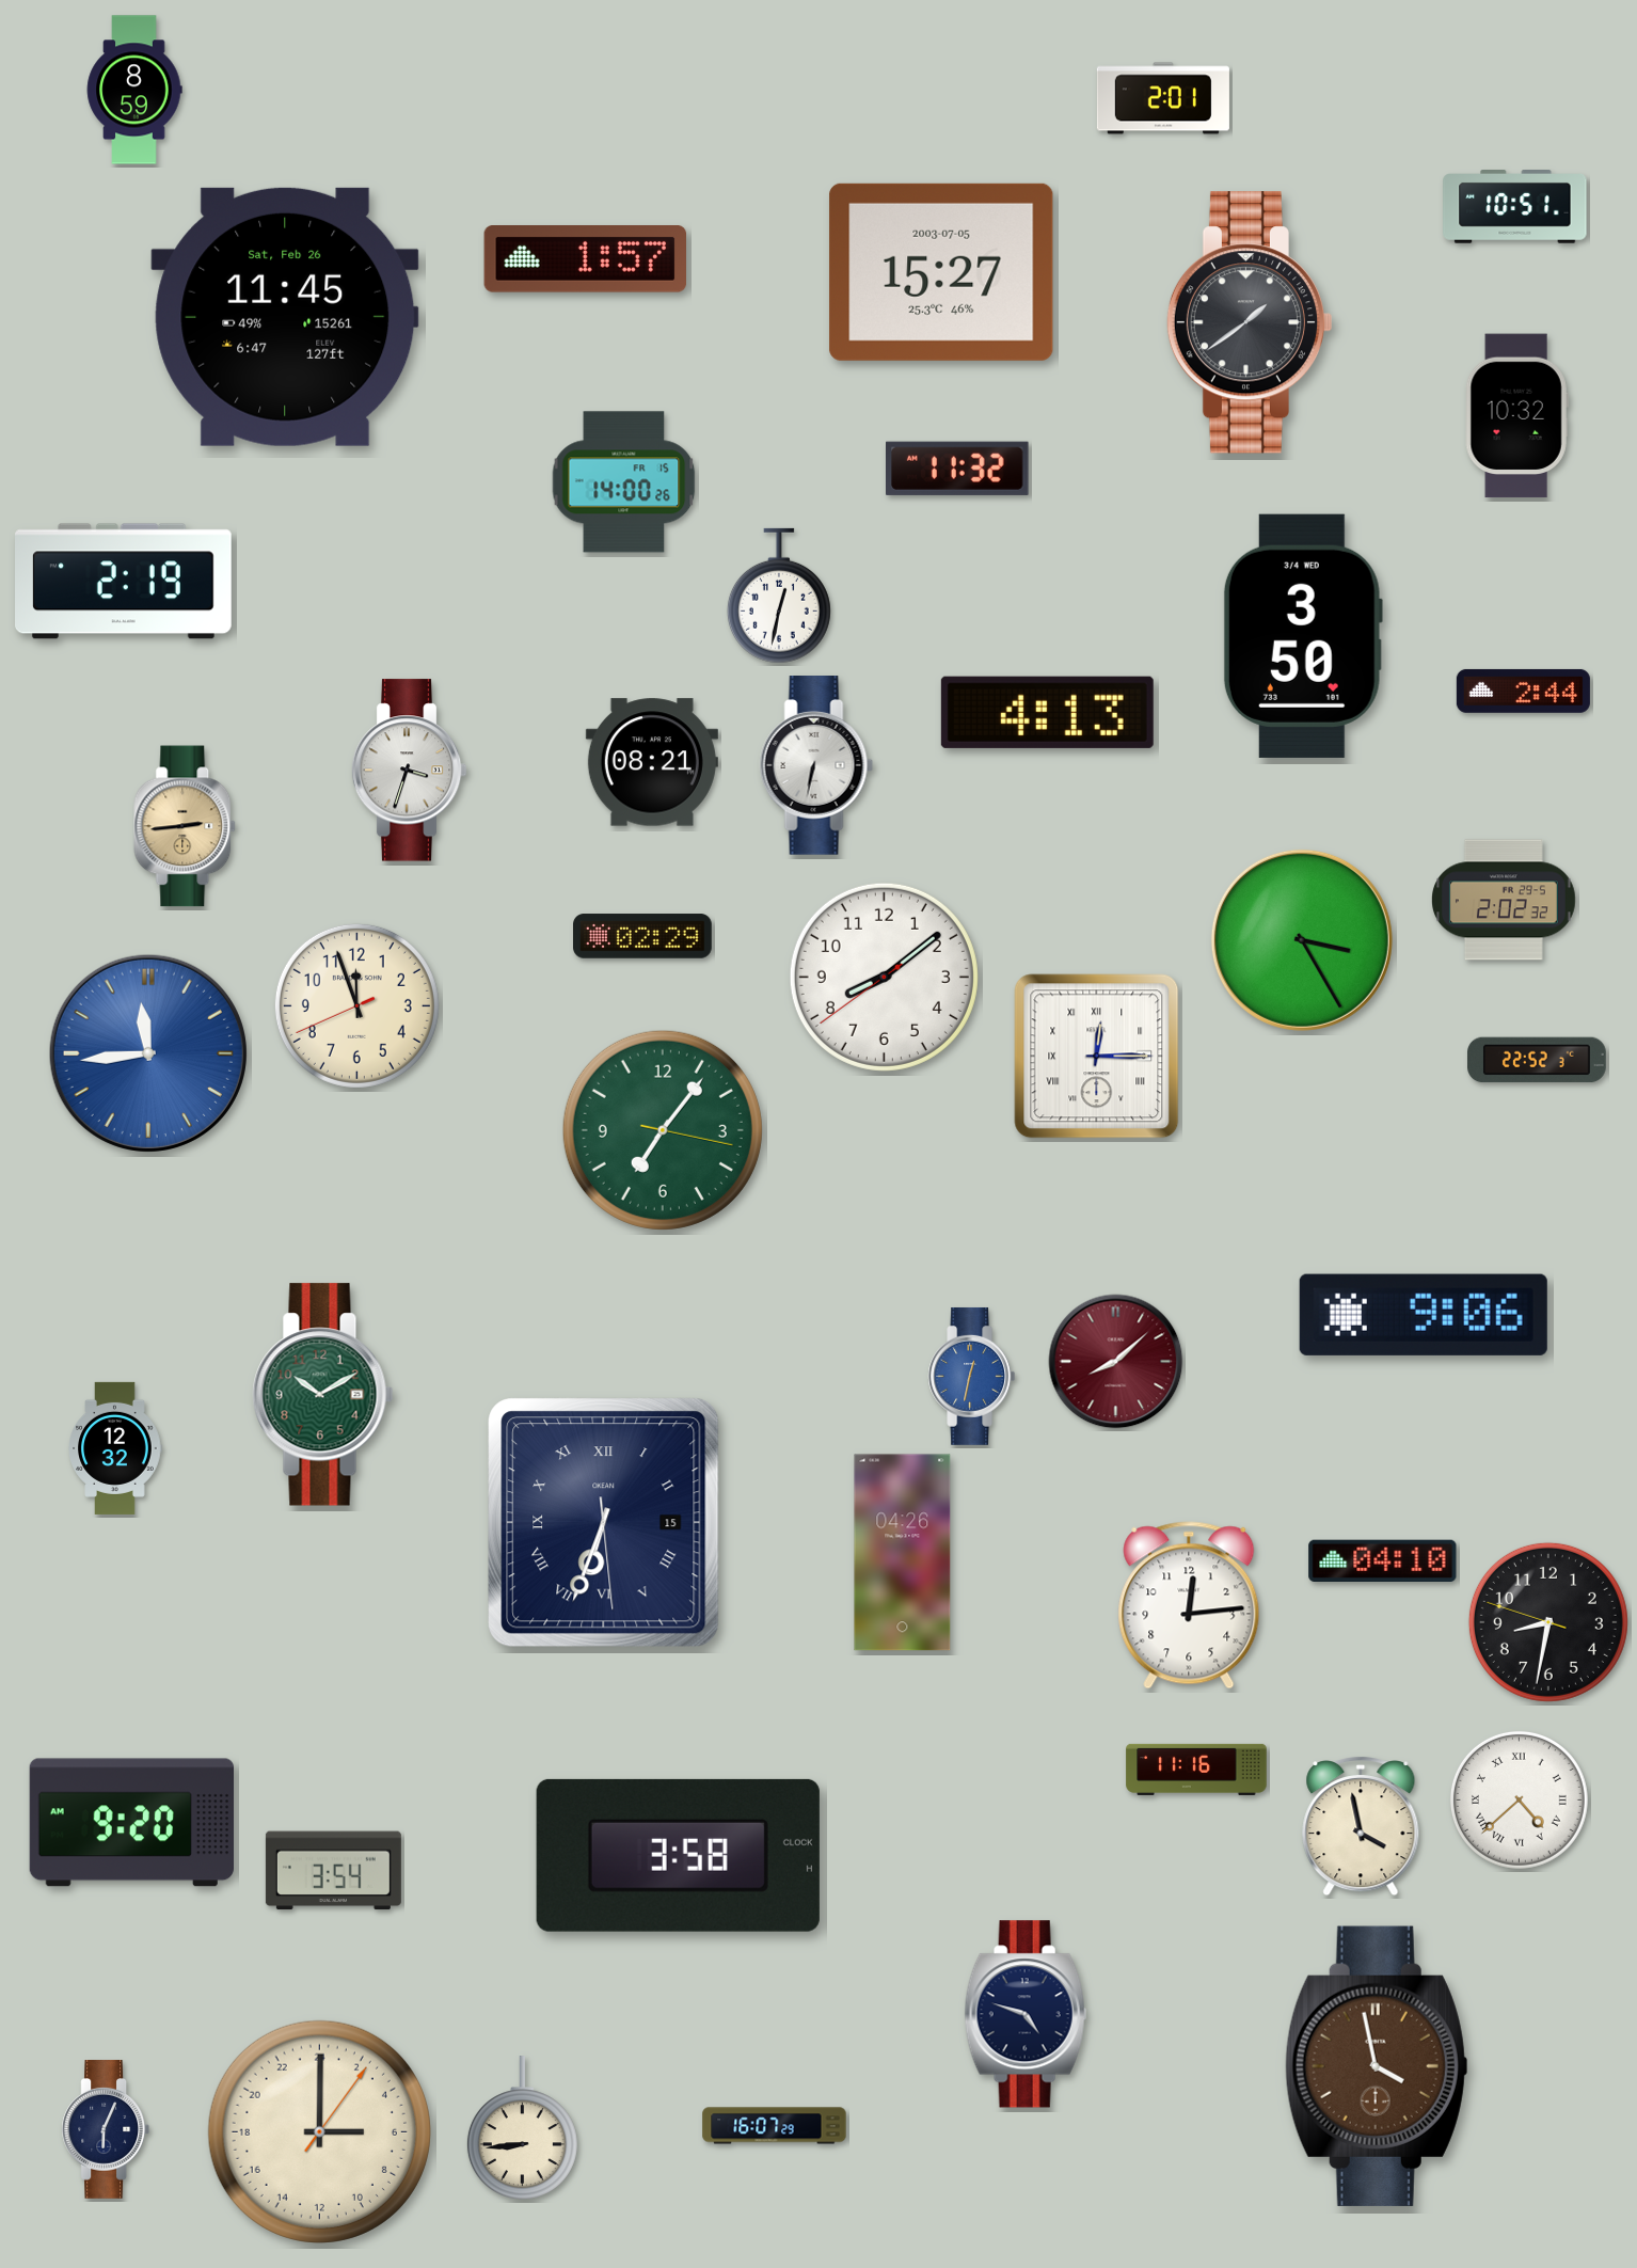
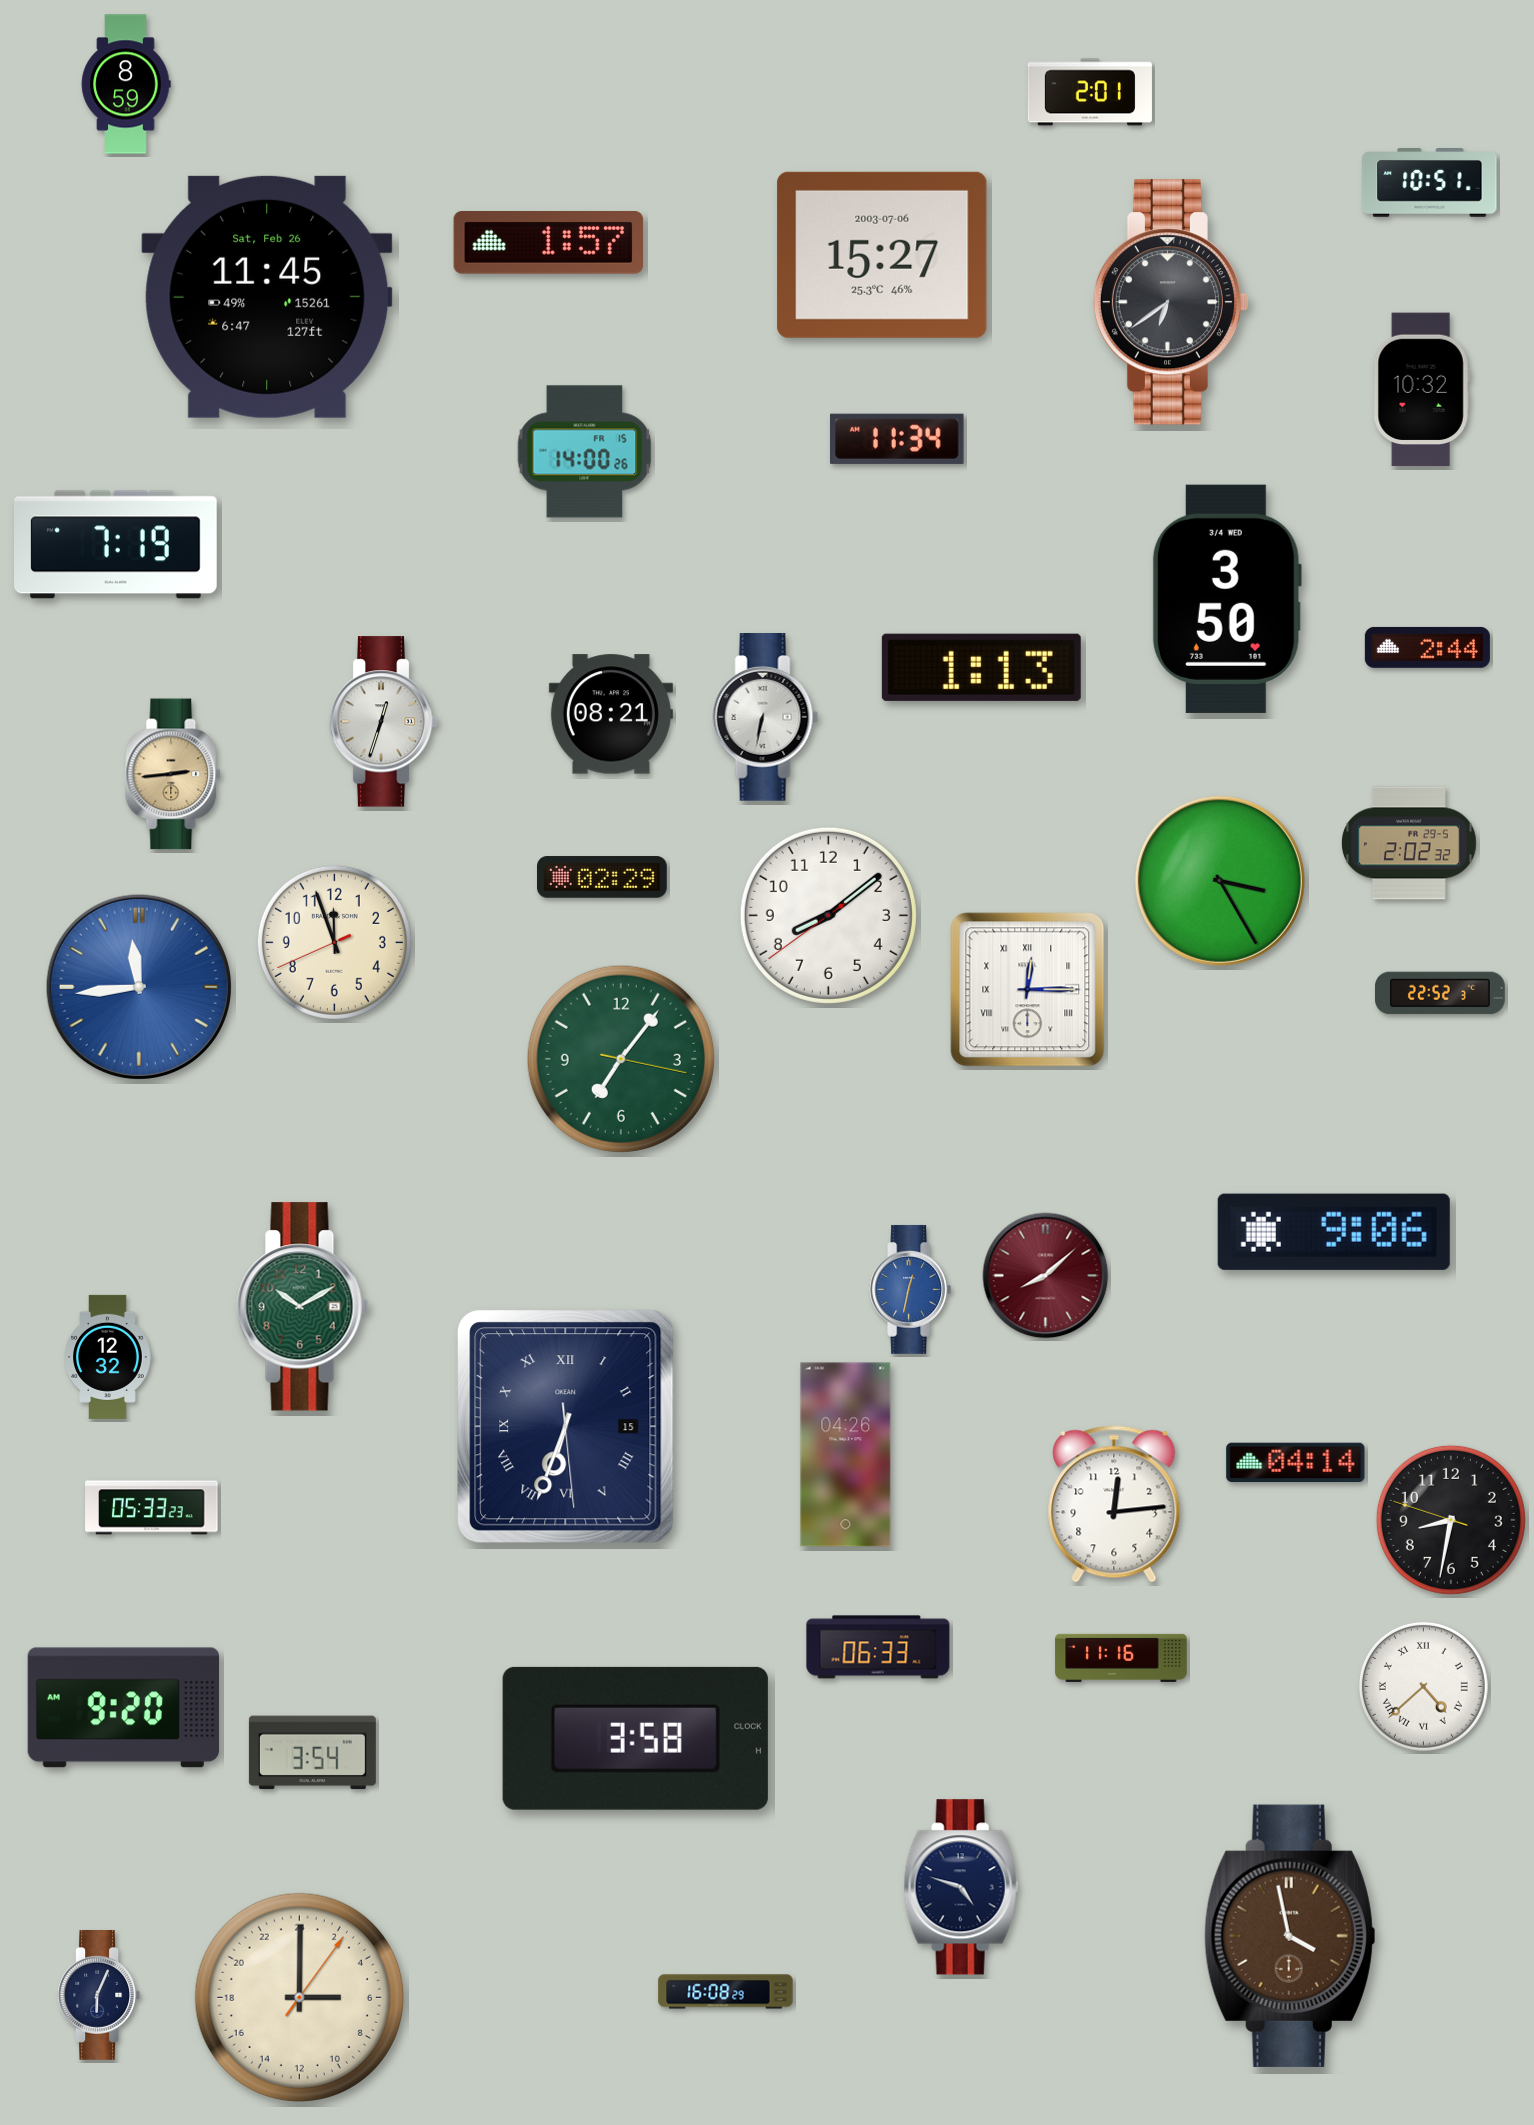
clock at (1515, 207) position: (1515, 207) -> (1430, 183)
clock at (941, 272) date: 2003-07-05 -> 2003-07-06
clock at (1249, 322): 1:39 -> 6:39
clock at (958, 469): 11:32 -> 11:34
clock at (124, 582): 2:19 -> 7:19
clock at (779, 596): 12:32 -> none
clock at (1303, 636) position: (1303, 636) -> (1227, 599)
clock at (1047, 712): 4:13 -> 1:13
clock at (409, 771): 3:33 -> 12:33
clock at (1383, 1560): 04:10 -> 04:14
clock at (152, 1508): none -> 05:33
clock at (878, 1647): none -> 06:33
clock at (1361, 1827): 3:58 -> none
clock at (775, 2126): 16:07 -> 16:08
clock at (522, 2128): 8:44 -> none
